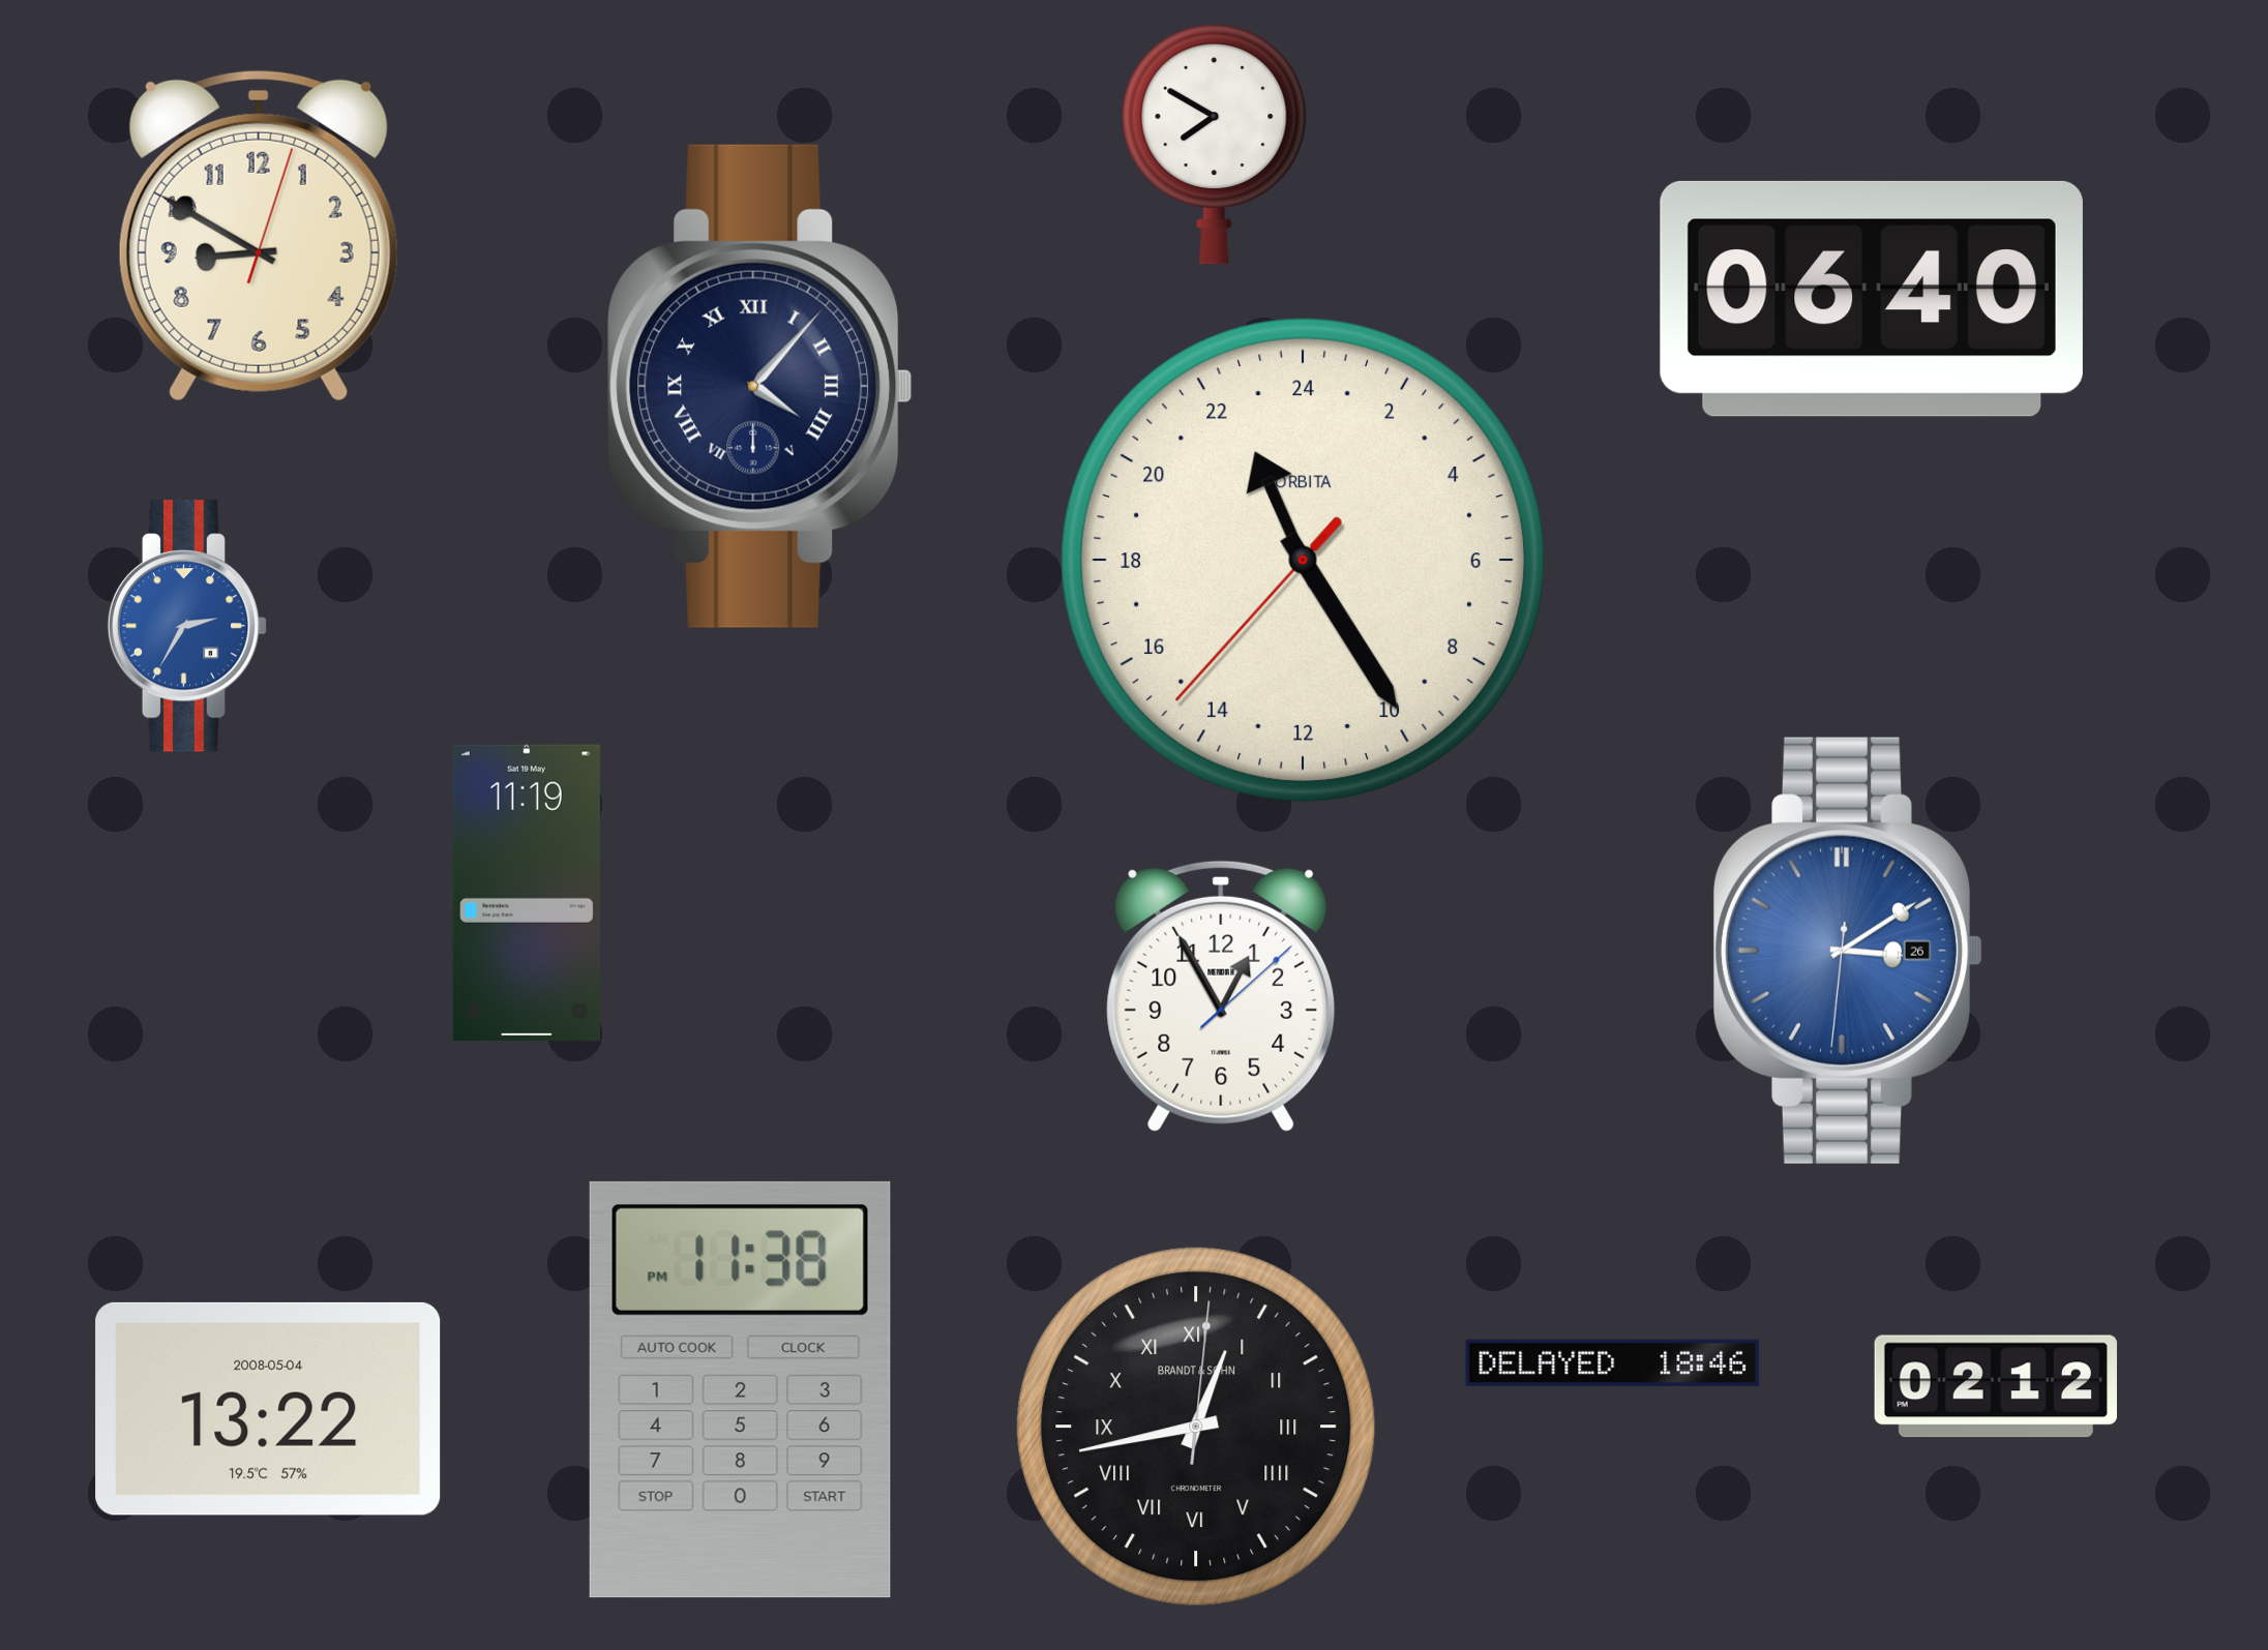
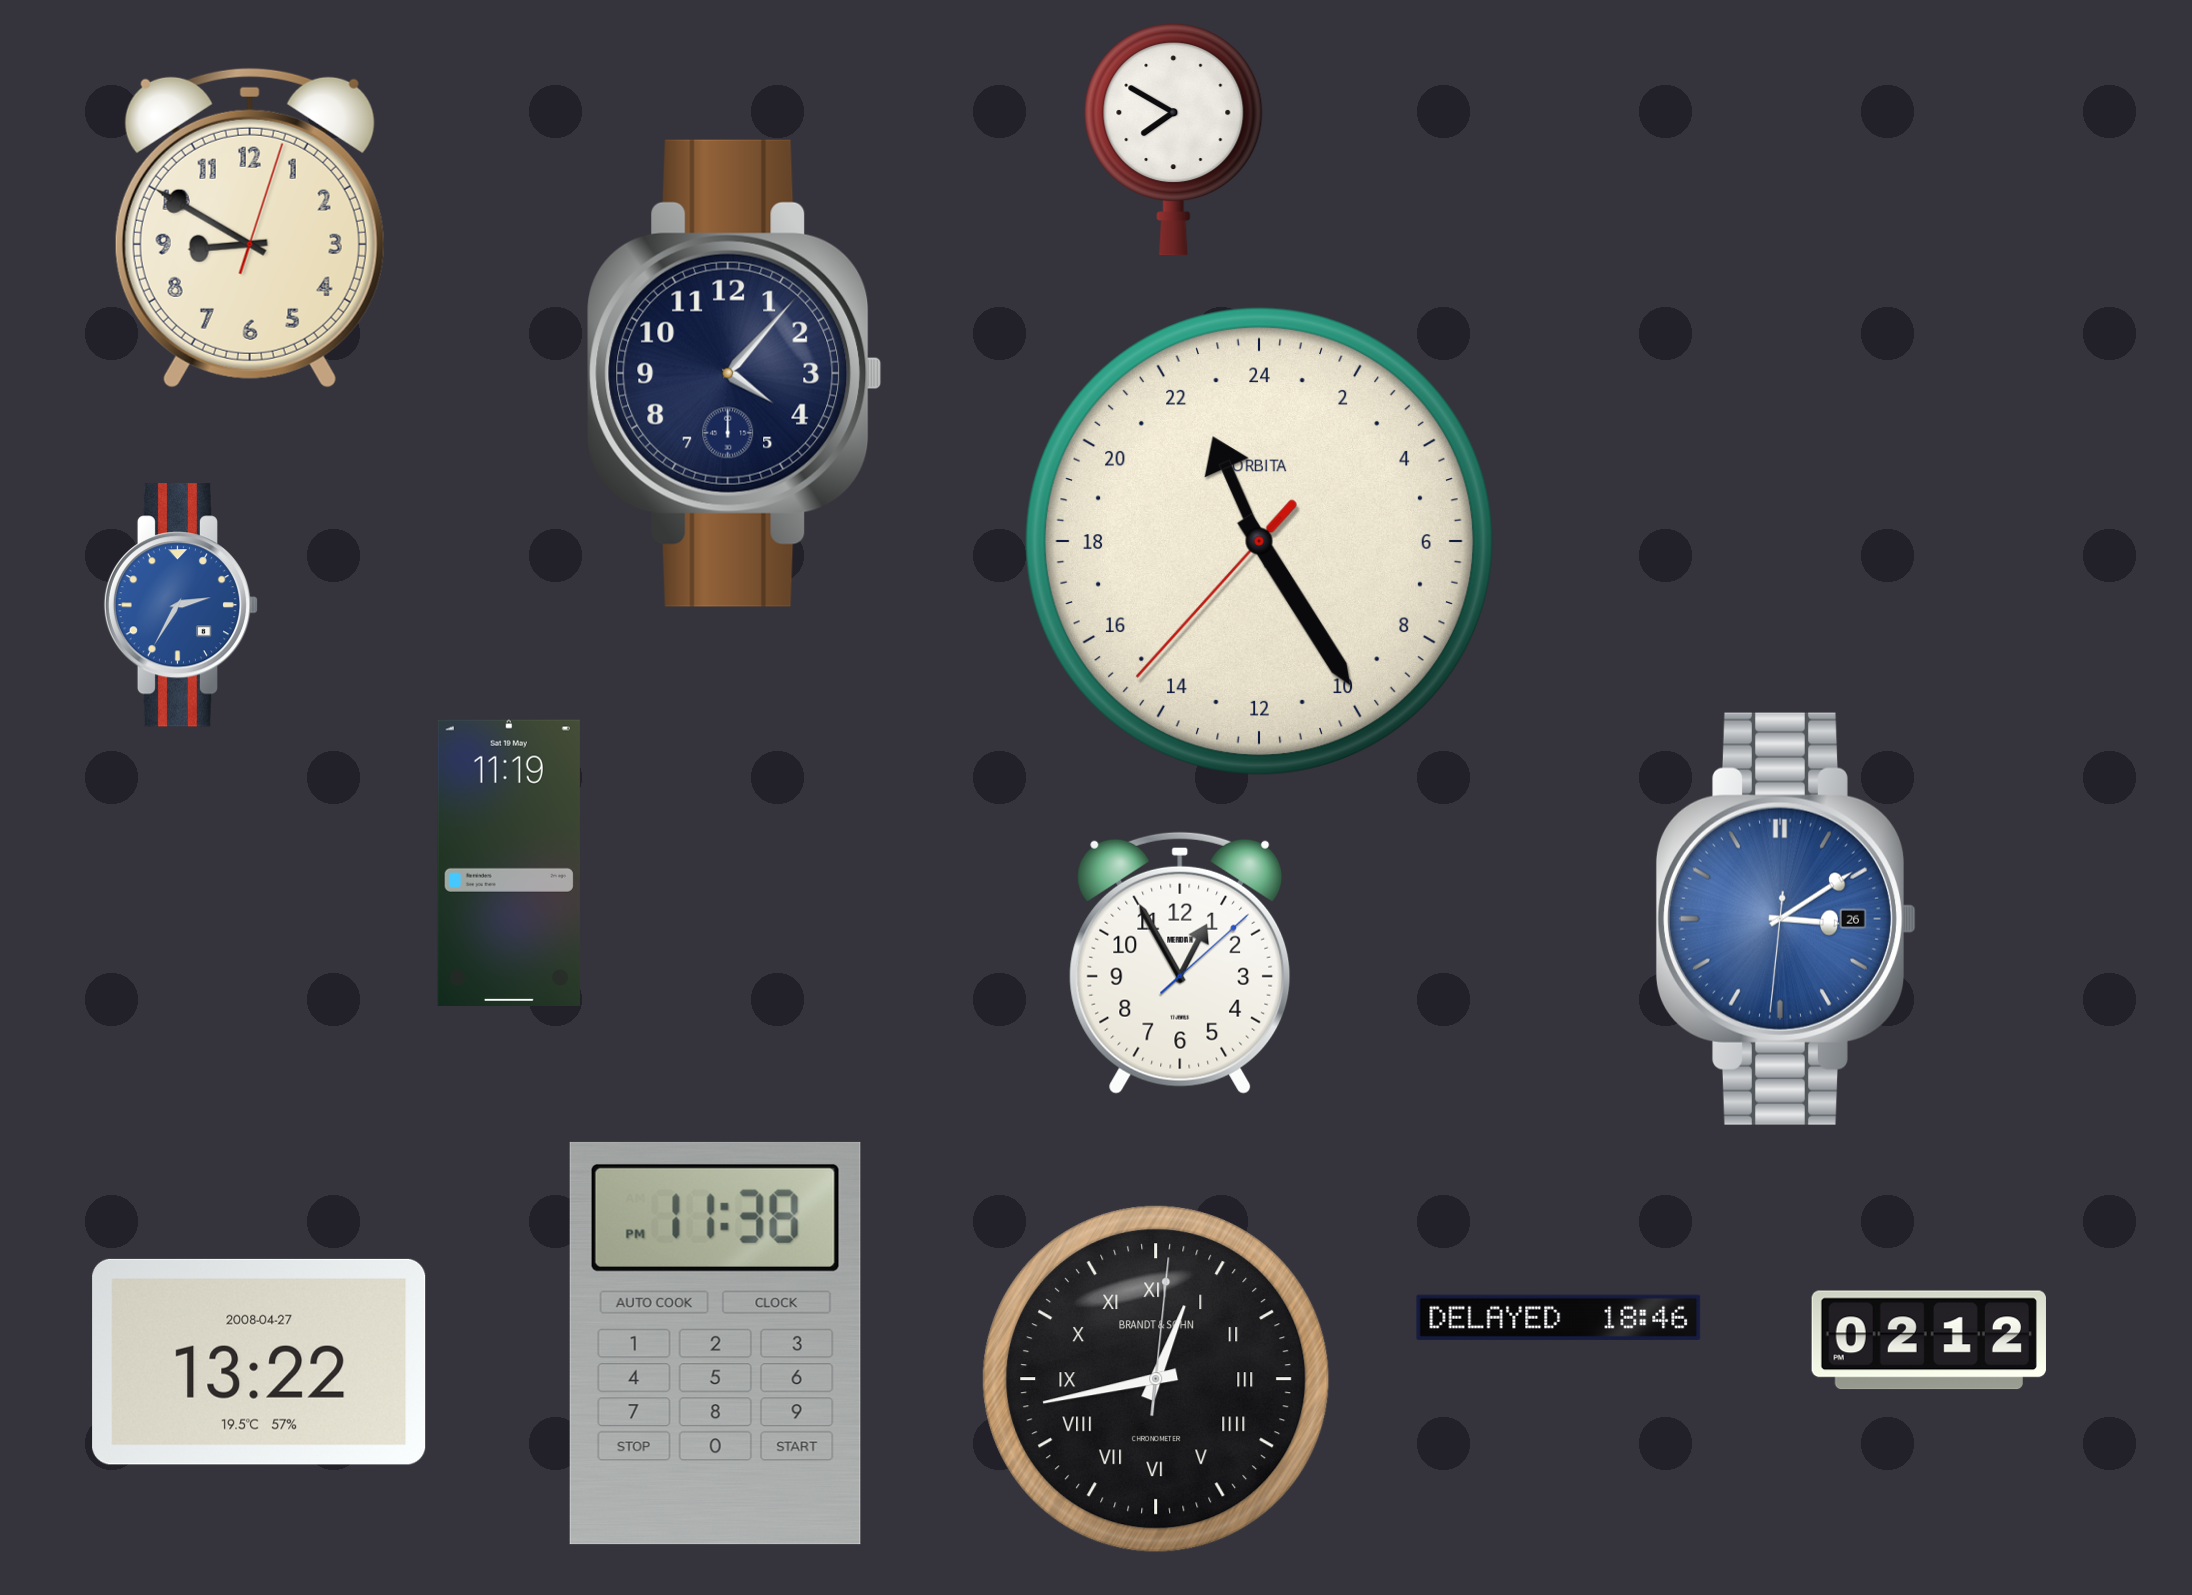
clock at (1872, 299): 06:40 -> none
clock at (760, 386) numerals: Roman -> Arabic
clock at (268, 1409) date: 2008-05-04 -> 2008-04-27
